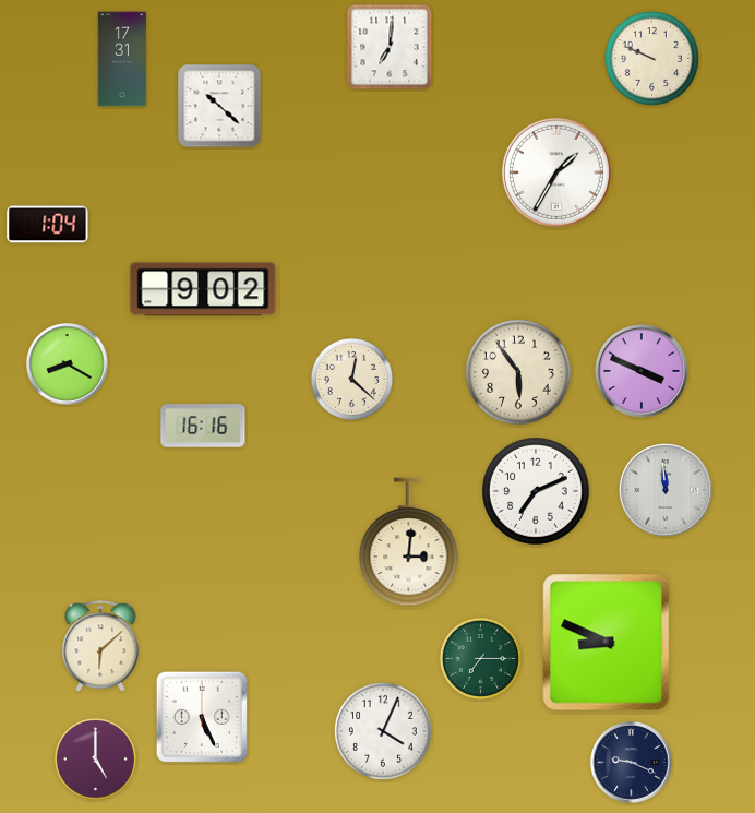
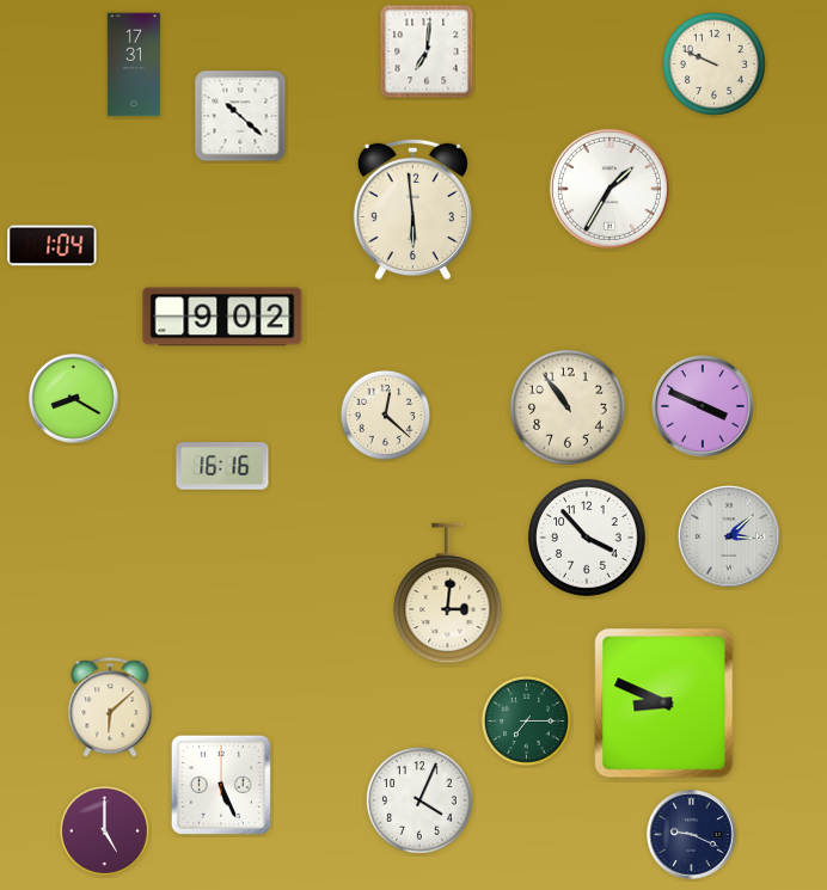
clock at (412, 209): none -> 5:59
clock at (518, 372): 5:54 -> 10:54
clock at (536, 491): 7:11 -> 3:53
clock at (667, 491): 11:59 -> 3:08
